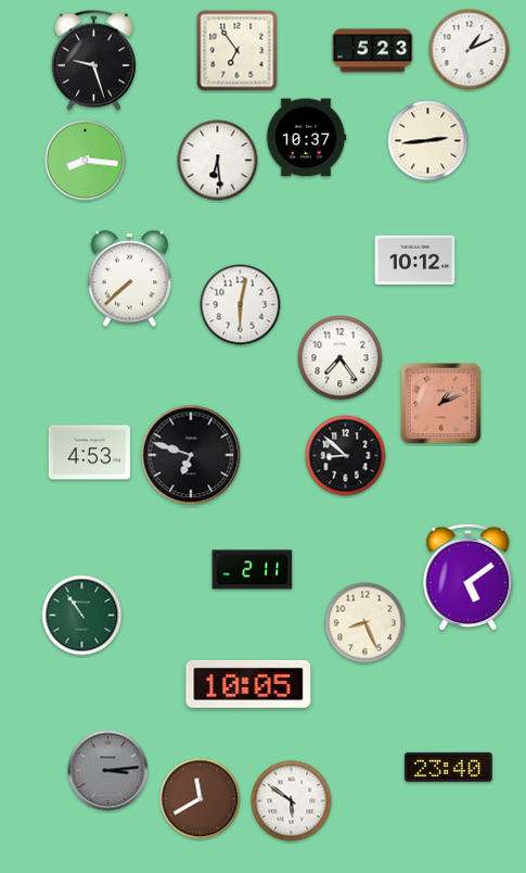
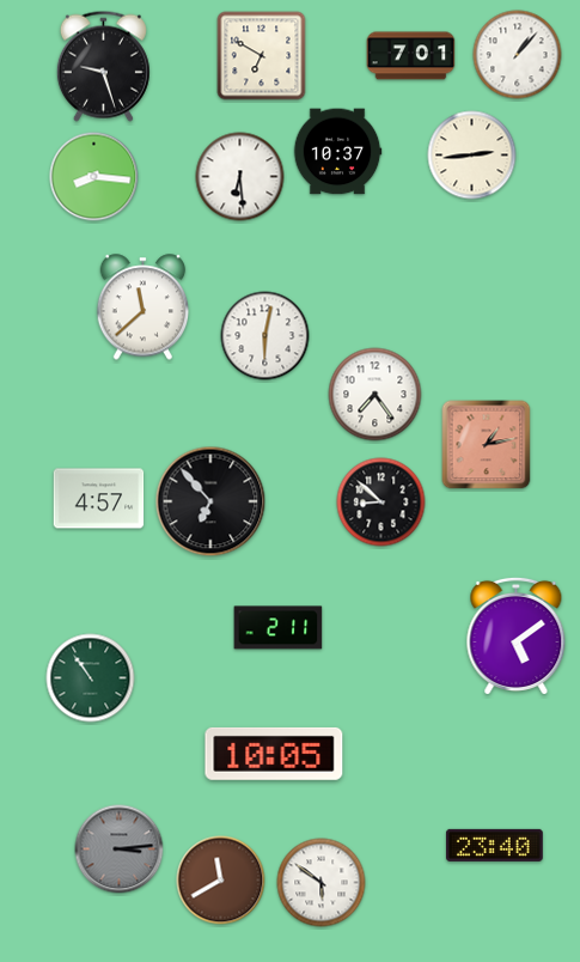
clock at (470, 50): 1:11 -> 1:07
clock at (238, 51): 6:54 -> 6:50
clock at (373, 51): 5:23 -> 7:01
clock at (415, 261): 10:12 -> none
clock at (130, 279): 7:38 -> 11:38
clock at (441, 404): 1:11 -> 1:13
clock at (90, 453): 4:53 -> 4:57
clock at (191, 455): 6:48 -> 6:53
clock at (365, 623): 8:26 -> none
